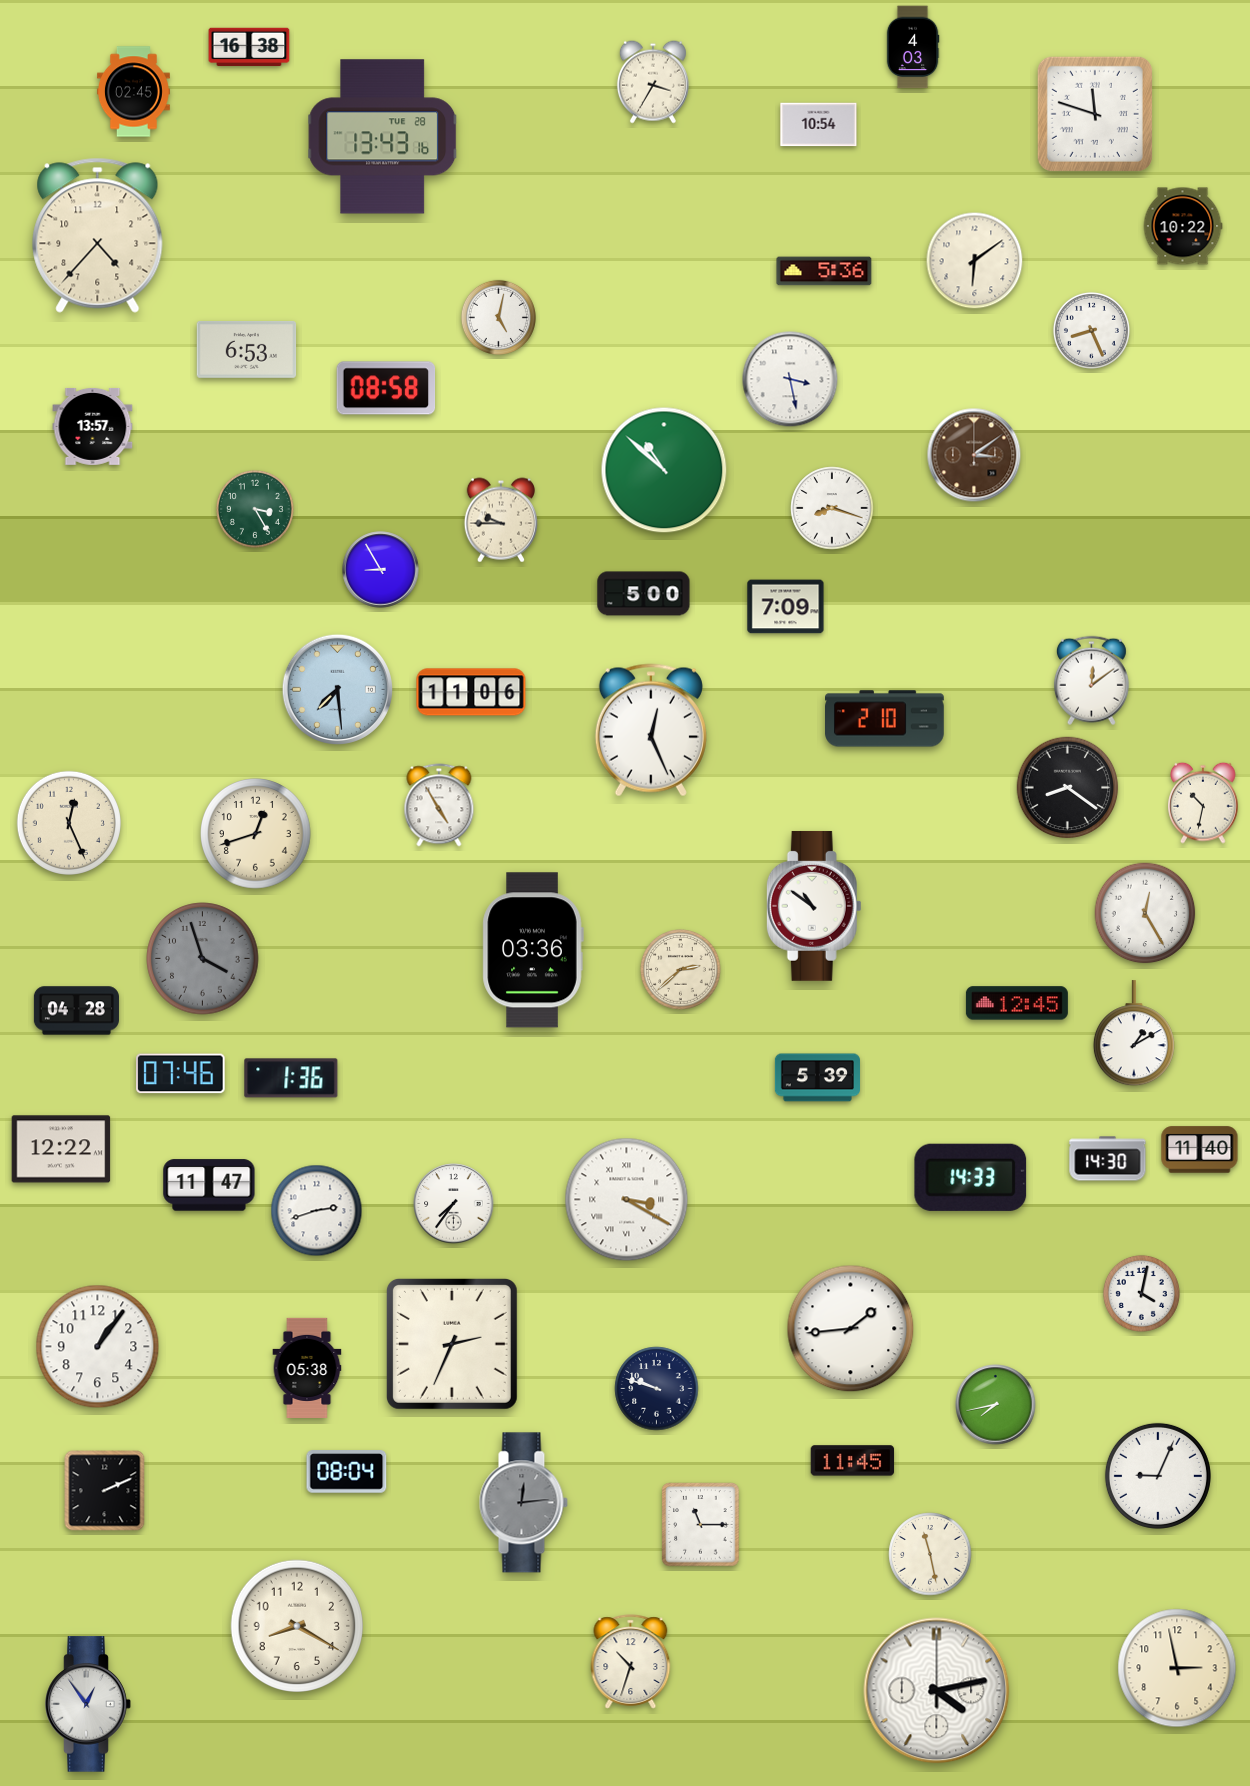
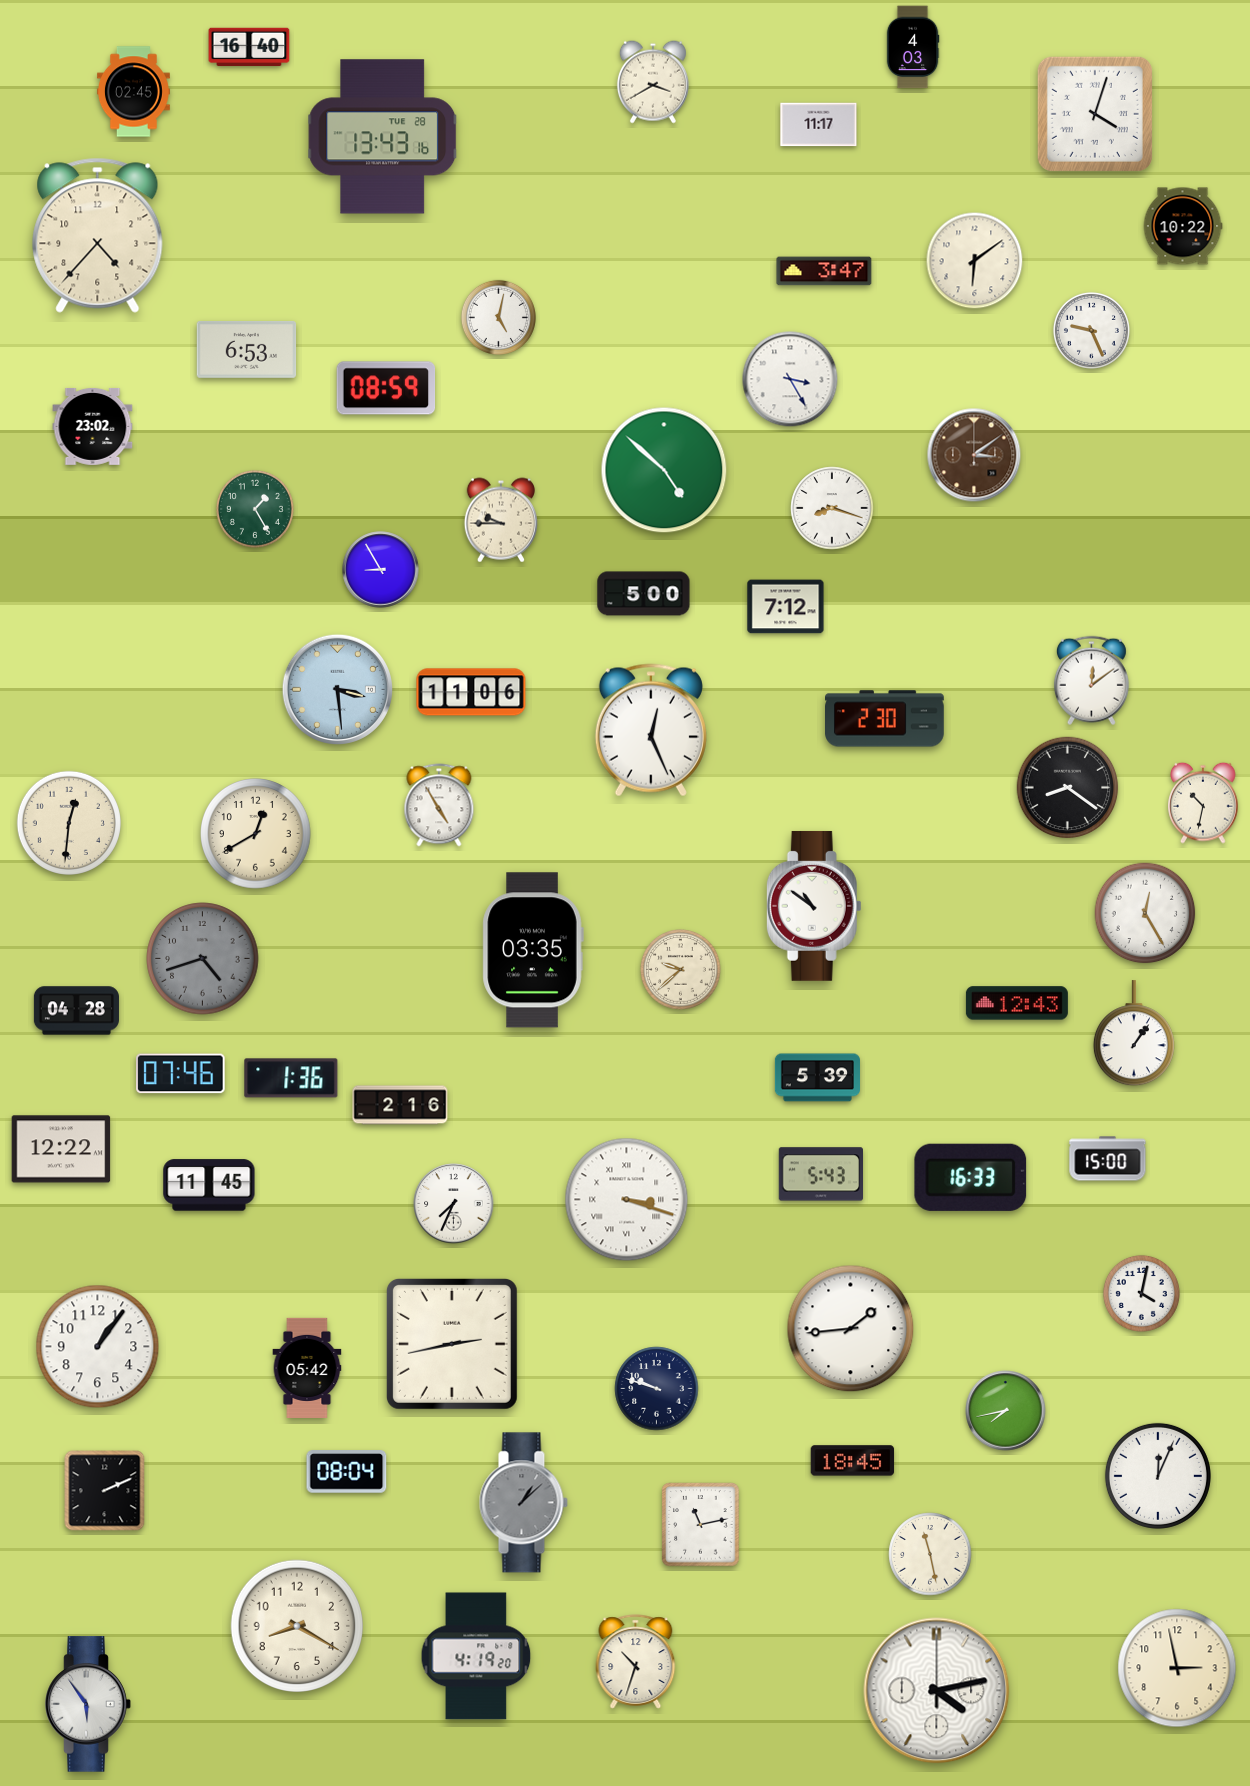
clock at (249, 47): 16:38 -> 16:40
clock at (653, 82): 3:35 -> 3:40
clock at (1095, 114): 11:48 -> 4:03
clock at (819, 125): 10:54 -> 11:17
clock at (824, 271): 5:36 -> 3:47
clock at (1091, 330): 8:26 -> 9:26
clock at (790, 379): 3:28 -> 3:25
clock at (386, 388): 08:58 -> 08:59
clock at (93, 426): 13:57 -> 23:02
clock at (664, 470): 10:52 -> 4:52
clock at (255, 509): 3:25 -> 1:25
clock at (786, 607): 7:09 -> 7:12
clock at (337, 689): 7:29 -> 3:29
clock at (885, 719): 2:10 -> 2:30
clock at (69, 823): 12:26 -> 12:31
clock at (256, 834): 12:42 -> 12:40
clock at (533, 950): 03:36 -> 03:35
clock at (203, 959): 3:57 -> 4:42
clock at (681, 970): 2:38 -> 9:38
clock at (1017, 1003): 12:45 -> 12:43
clock at (1134, 1034): 1:10 -> 1:06
clock at (400, 1105): none -> 2:16
clock at (1200, 1150): 11:40 -> none
clock at (1108, 1159): 14:30 -> 15:00
clock at (820, 1174): none -> 5:43
clock at (971, 1177): 14:33 -> 16:33
clock at (209, 1185): 11:47 -> 11:45
clock at (627, 1200): 3:20 -> 3:18
clock at (454, 1204): 7:36 -> 7:34
clock at (317, 1211): 2:42 -> none
clock at (452, 1344): 2:34 -> 2:43
clock at (307, 1367): 05:38 -> 05:42
clock at (996, 1405) position: (996, 1405) -> (1006, 1411)
clock at (853, 1461): 11:45 -> 18:45
clock at (1158, 1476): 9:04 -> 12:04
clock at (523, 1503): 12:14 -> 1:08
clock at (701, 1525): 11:15 -> 11:13
clock at (476, 1656): none -> 4:19
clock at (631, 1662) position: (631, 1662) -> (636, 1662)
clock at (88, 1704): 12:54 -> 5:54
